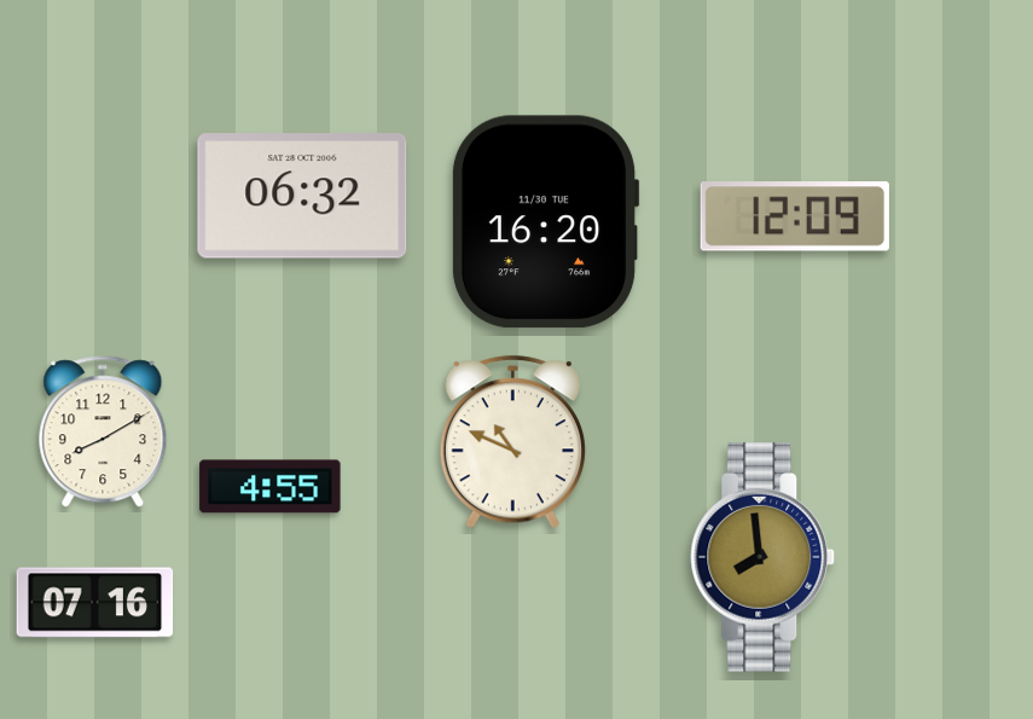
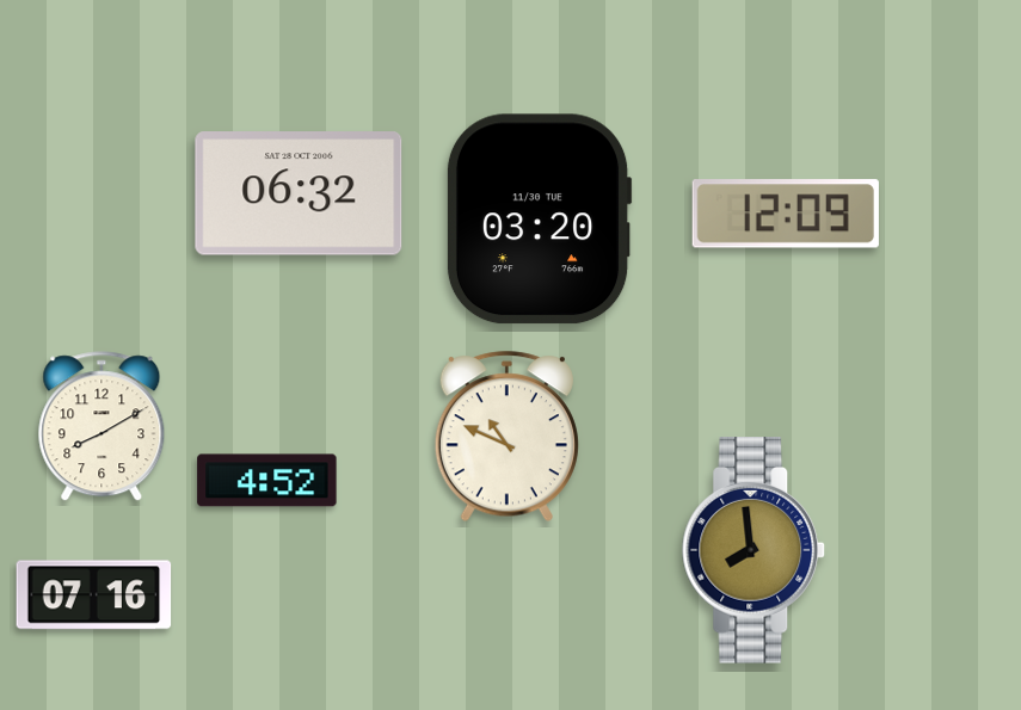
clock at (545, 222): 16:20 -> 03:20
clock at (271, 487): 4:55 -> 4:52
